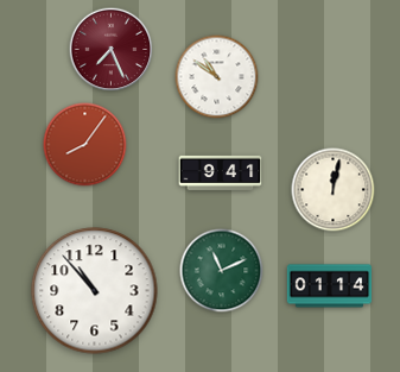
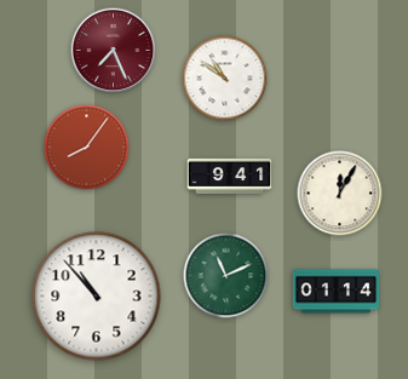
clock at (217, 77) position: (217, 77) -> (225, 79)
clock at (221, 172) position: (221, 172) -> (230, 176)
clock at (334, 190): 12:02 -> 12:05
